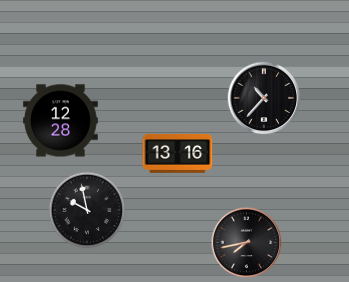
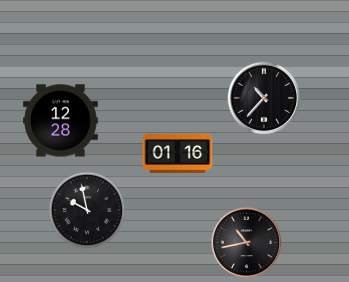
clock at (178, 153): 13:16 -> 01:16
clock at (247, 243): 7:43 -> 10:43
